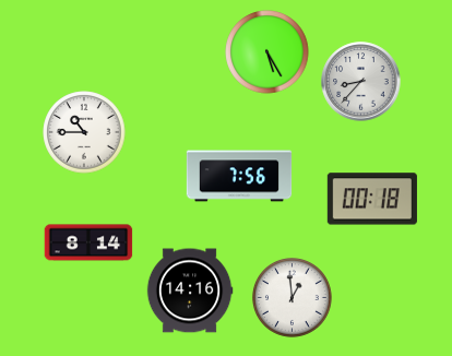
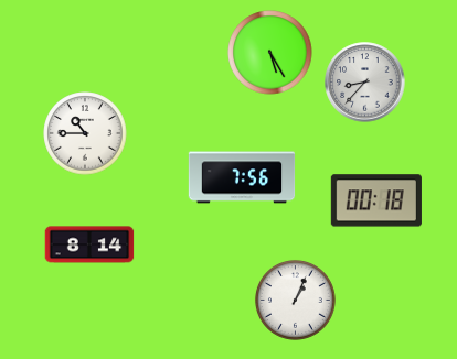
clock at (190, 290): 14:16 -> none
clock at (292, 297): 12:59 -> 1:04
